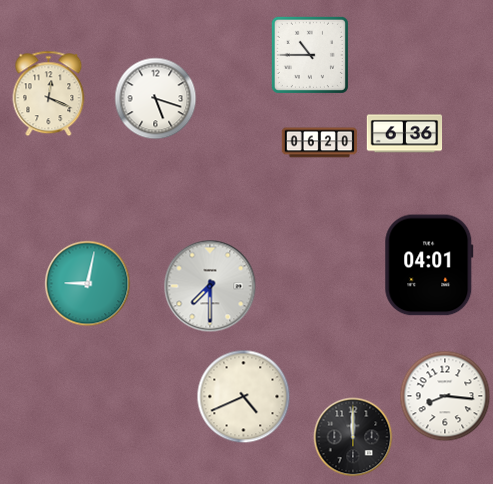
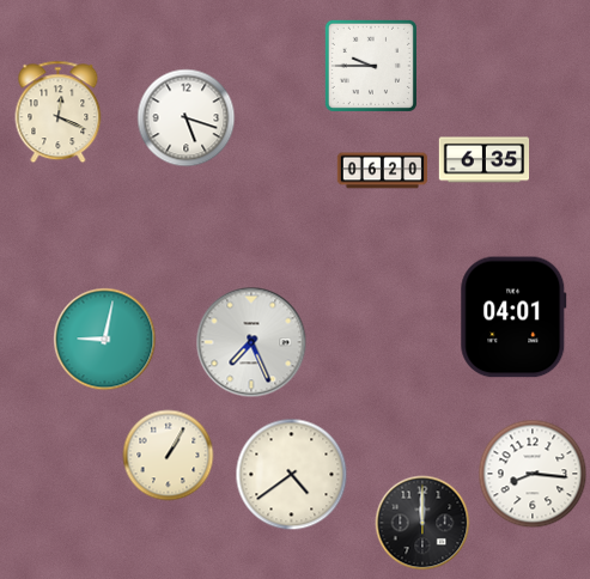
clock at (310, 55): 10:45 -> 9:45
clock at (405, 134): 6:36 -> 6:35
clock at (210, 286): 7:30 -> 7:26
clock at (169, 456): none -> 1:05
clock at (244, 397): 4:41 -> 4:39
